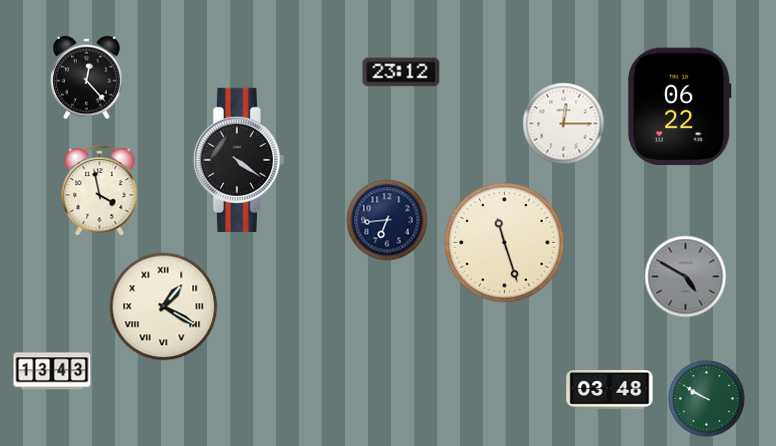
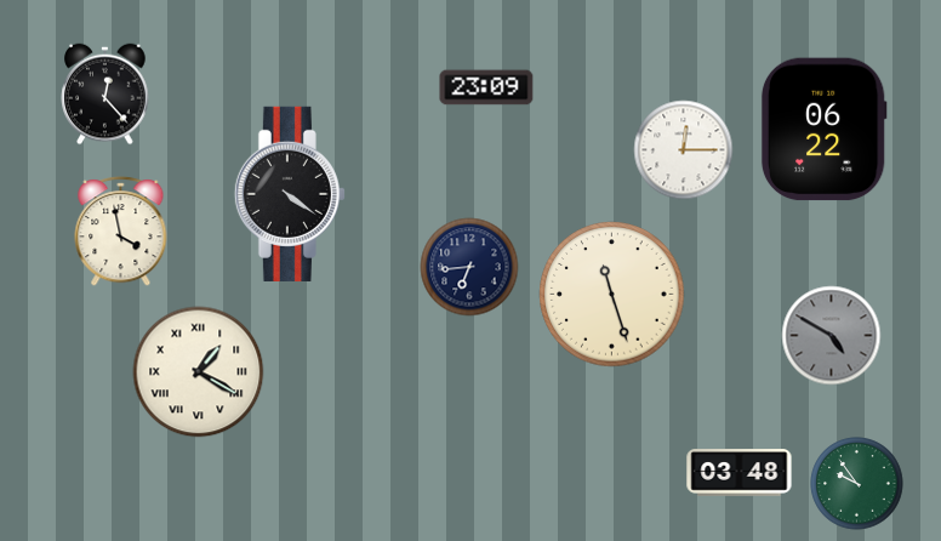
clock at (401, 72): 23:12 -> 23:09
clock at (52, 371): 13:43 -> none
clock at (707, 399): 9:50 -> 9:54
